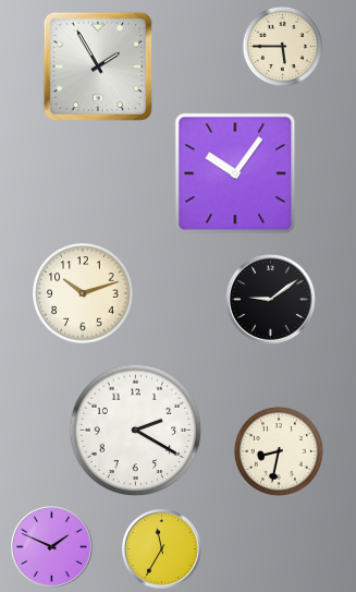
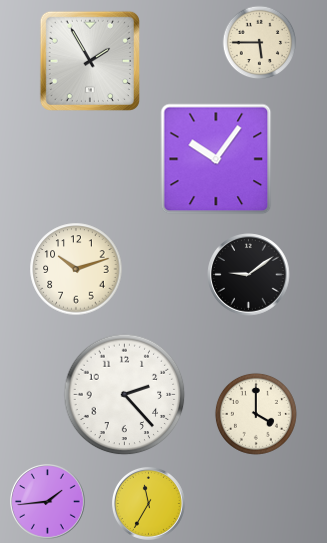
clock at (136, 431): 2:20 -> 2:23
clock at (279, 451): 8:32 -> 4:00
clock at (52, 547): 1:49 -> 1:44
